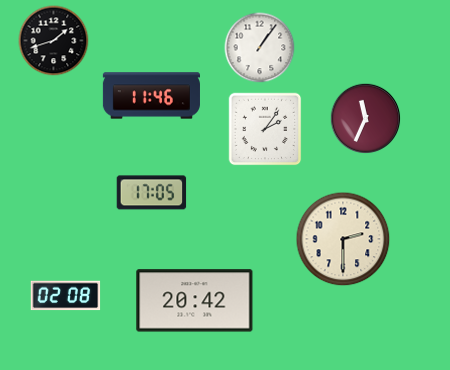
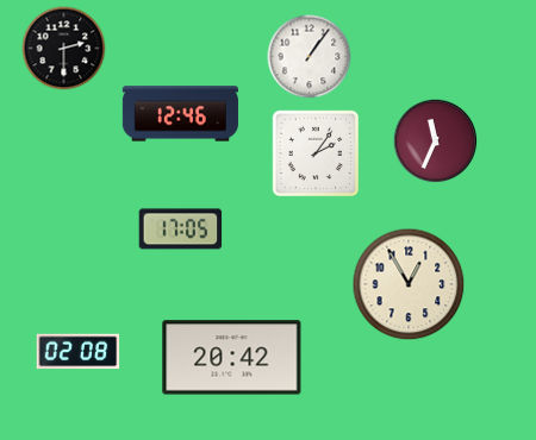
clock at (54, 41): 1:42 -> 2:30
clock at (151, 96): 11:46 -> 12:46
clock at (343, 239): 2:30 -> 12:55
